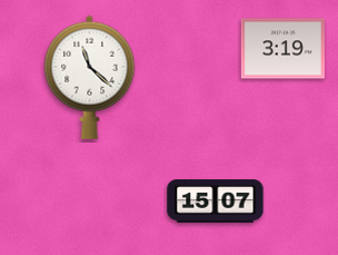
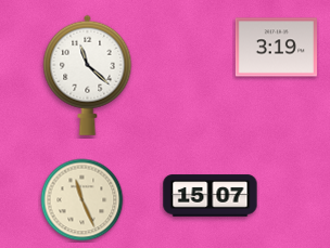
clock at (82, 200): none -> 11:26
